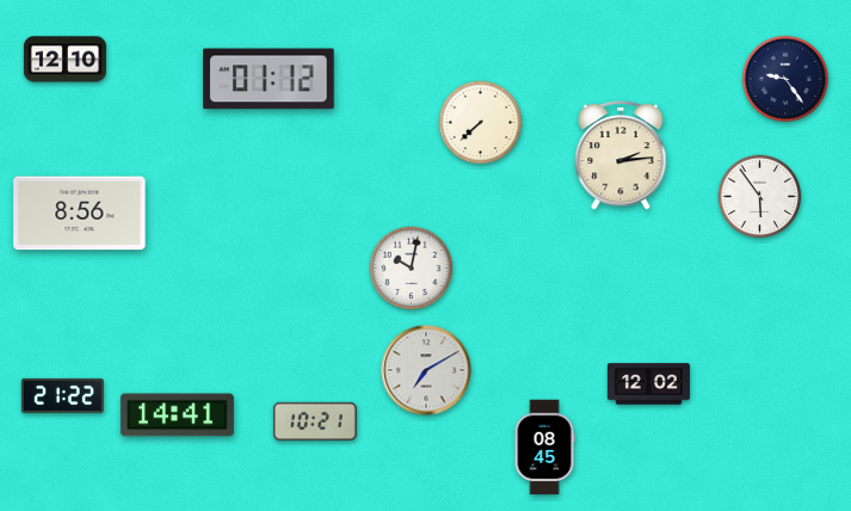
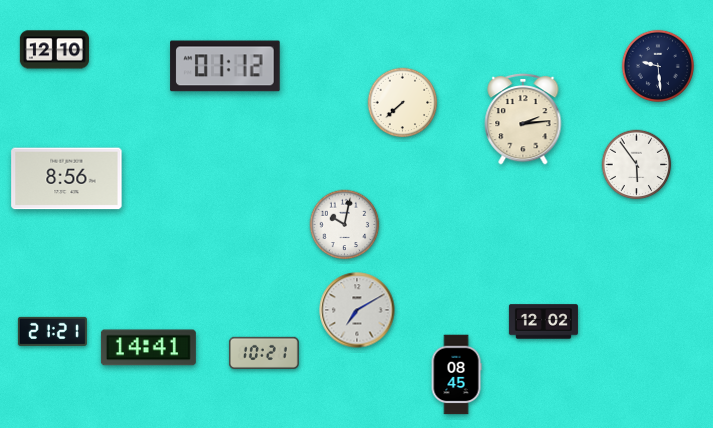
clock at (785, 79): 9:24 -> 9:29
clock at (621, 155) position: (621, 155) -> (523, 119)
clock at (62, 395): 21:22 -> 21:21
